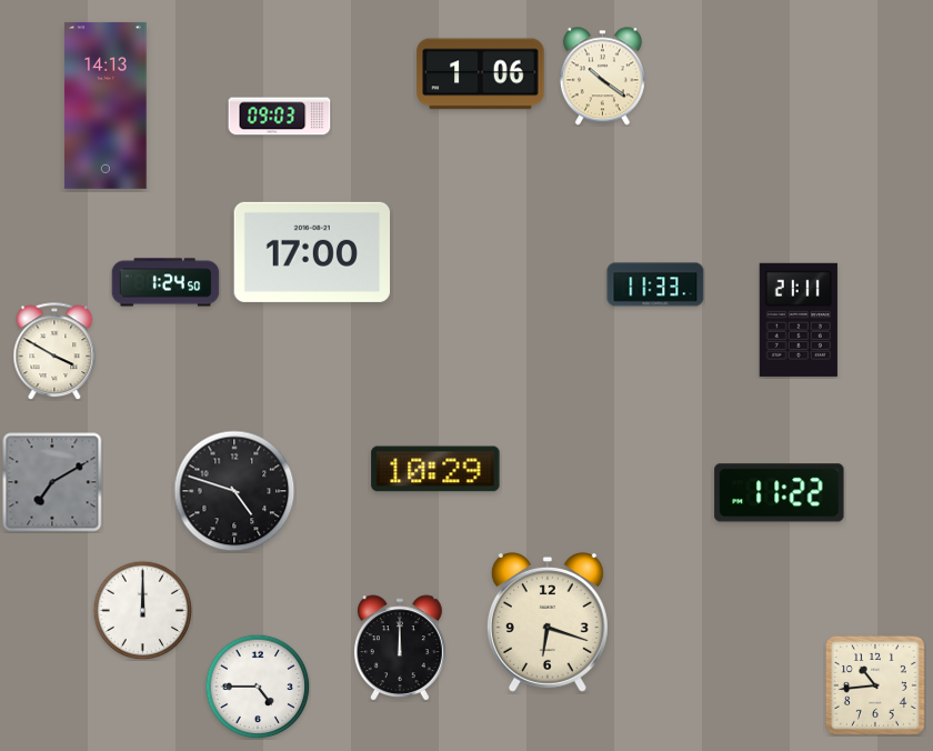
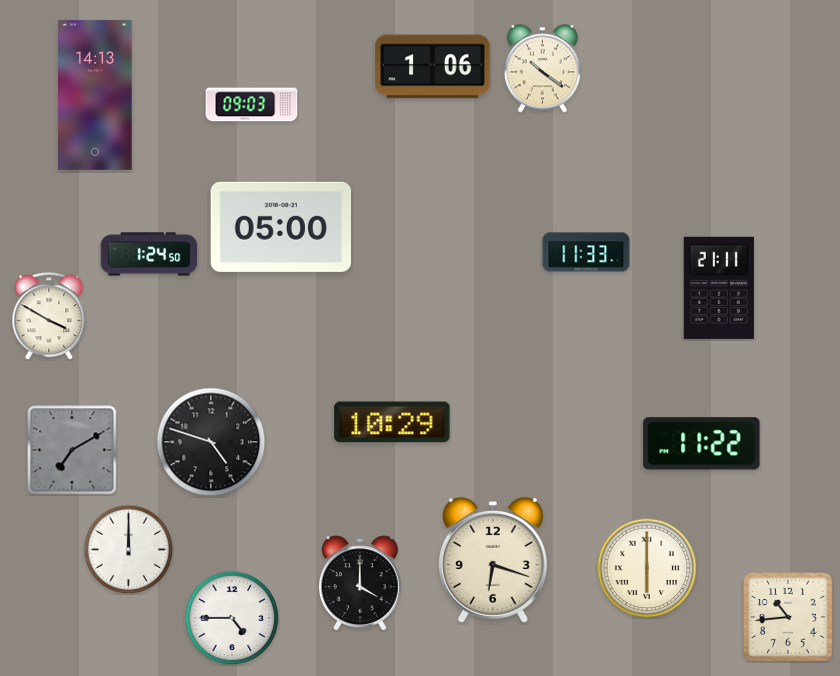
clock at (311, 252): 17:00 -> 05:00
clock at (655, 284) position: (655, 284) -> (586, 252)
clock at (52, 482) position: (52, 482) -> (72, 450)
clock at (647, 568): none -> 6:00
clock at (400, 648): 12:00 -> 4:00
